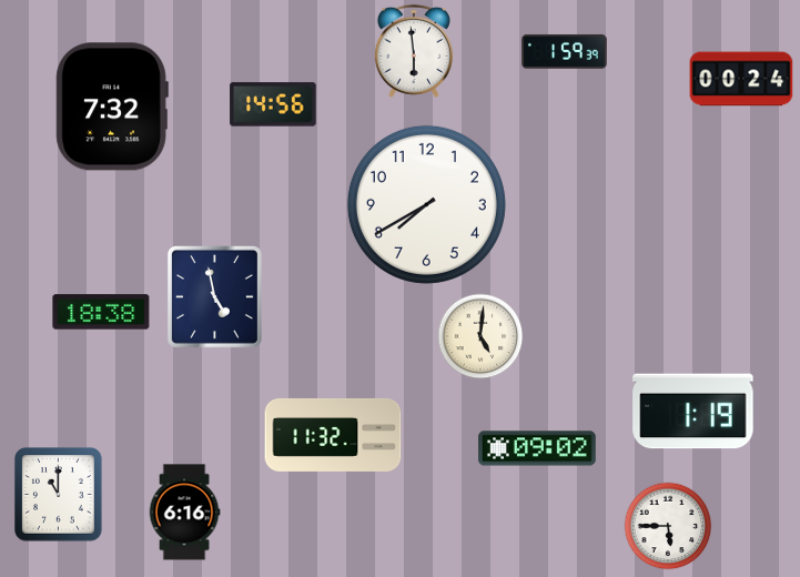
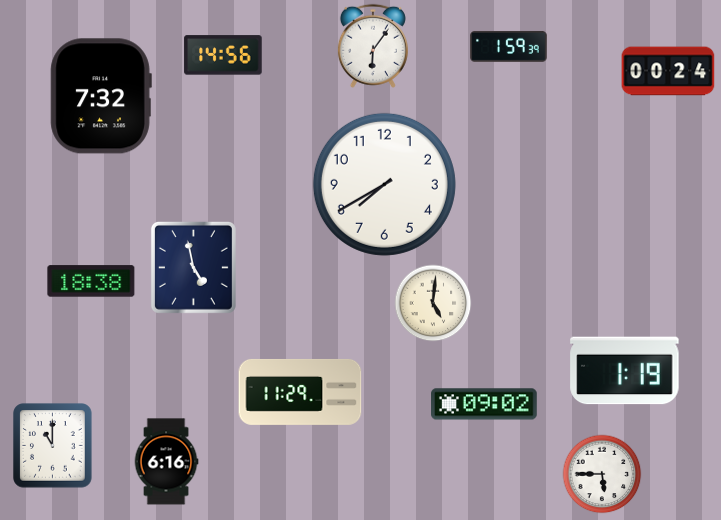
clock at (414, 51): 5:59 -> 6:06
clock at (273, 104) position: (273, 104) -> (223, 55)
clock at (333, 435): 11:32 -> 11:29
